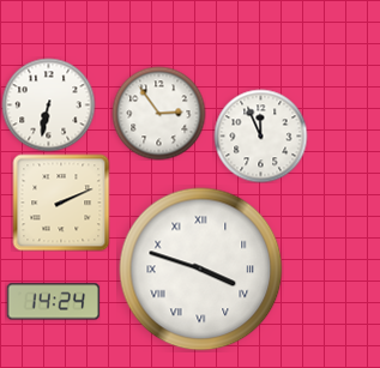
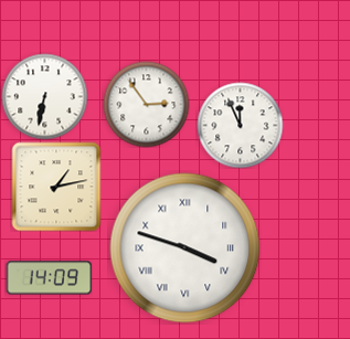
clock at (61, 203): 2:11 -> 1:13
clock at (53, 302): 14:24 -> 14:09
